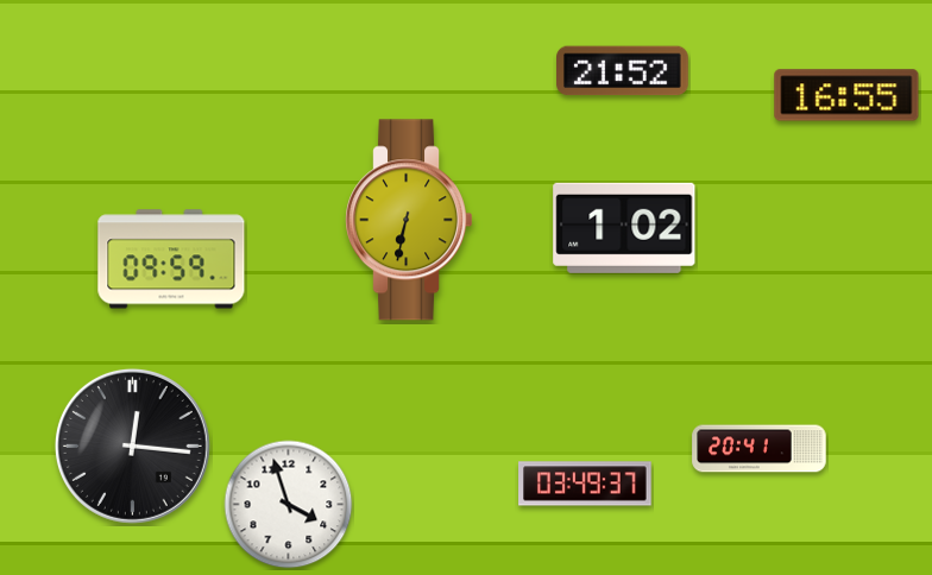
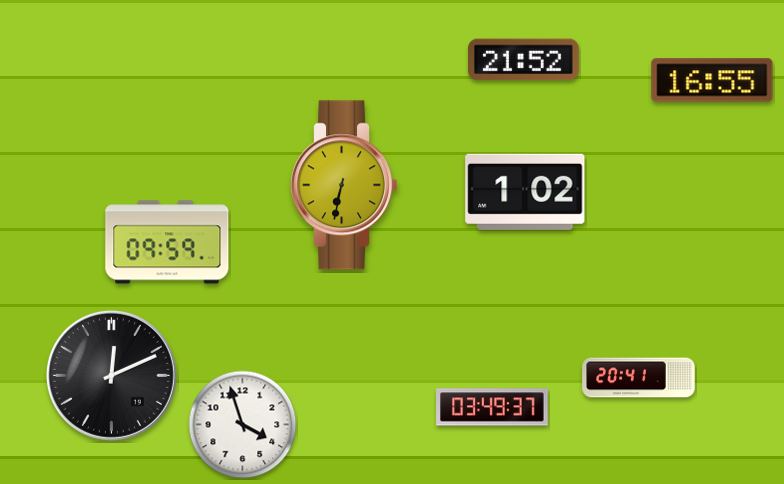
clock at (171, 259) position: (171, 259) -> (167, 242)
clock at (132, 446): 12:16 -> 12:11
